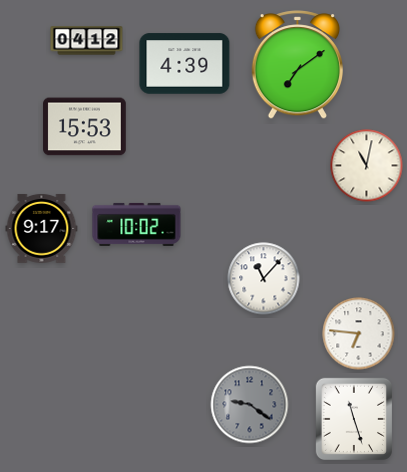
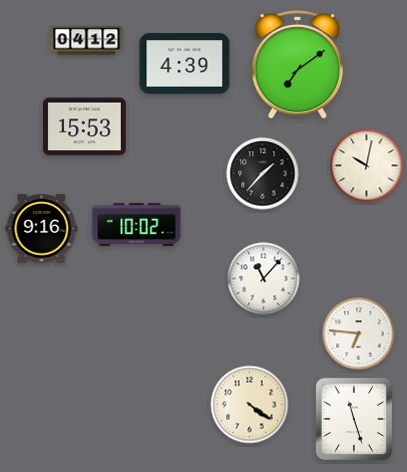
clock at (367, 166): 11:02 -> 10:02
clock at (263, 174): none -> 1:37
clock at (42, 228): 9:17 -> 9:16
clock at (250, 405): 9:21 -> 4:21
clock at (250, 405) dial: grey -> cream
